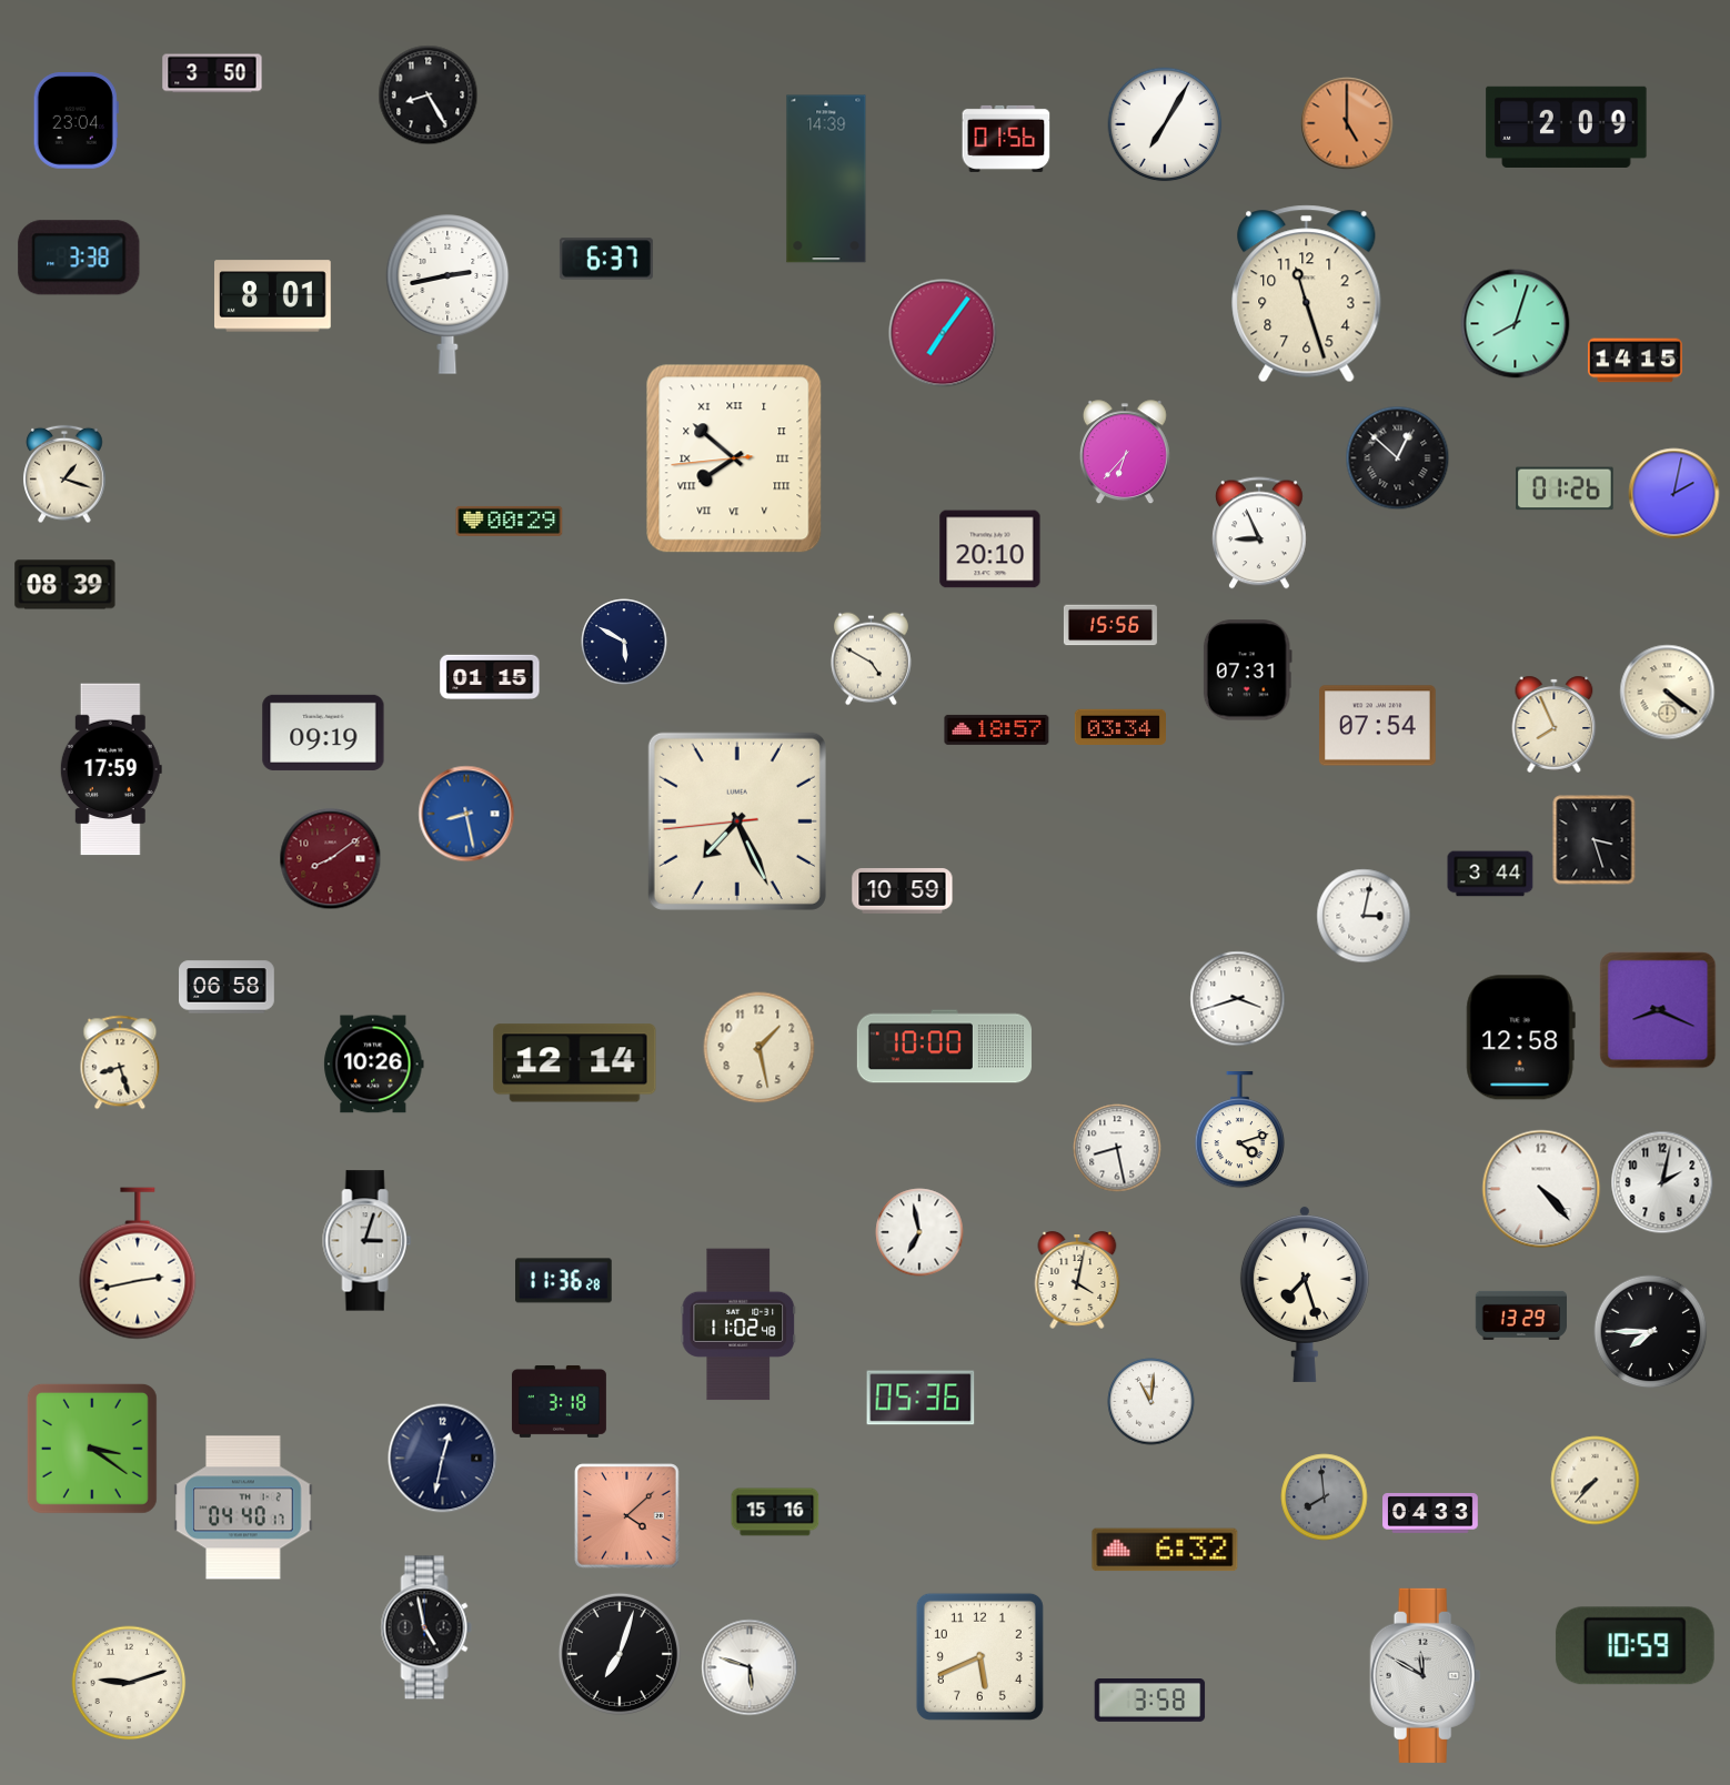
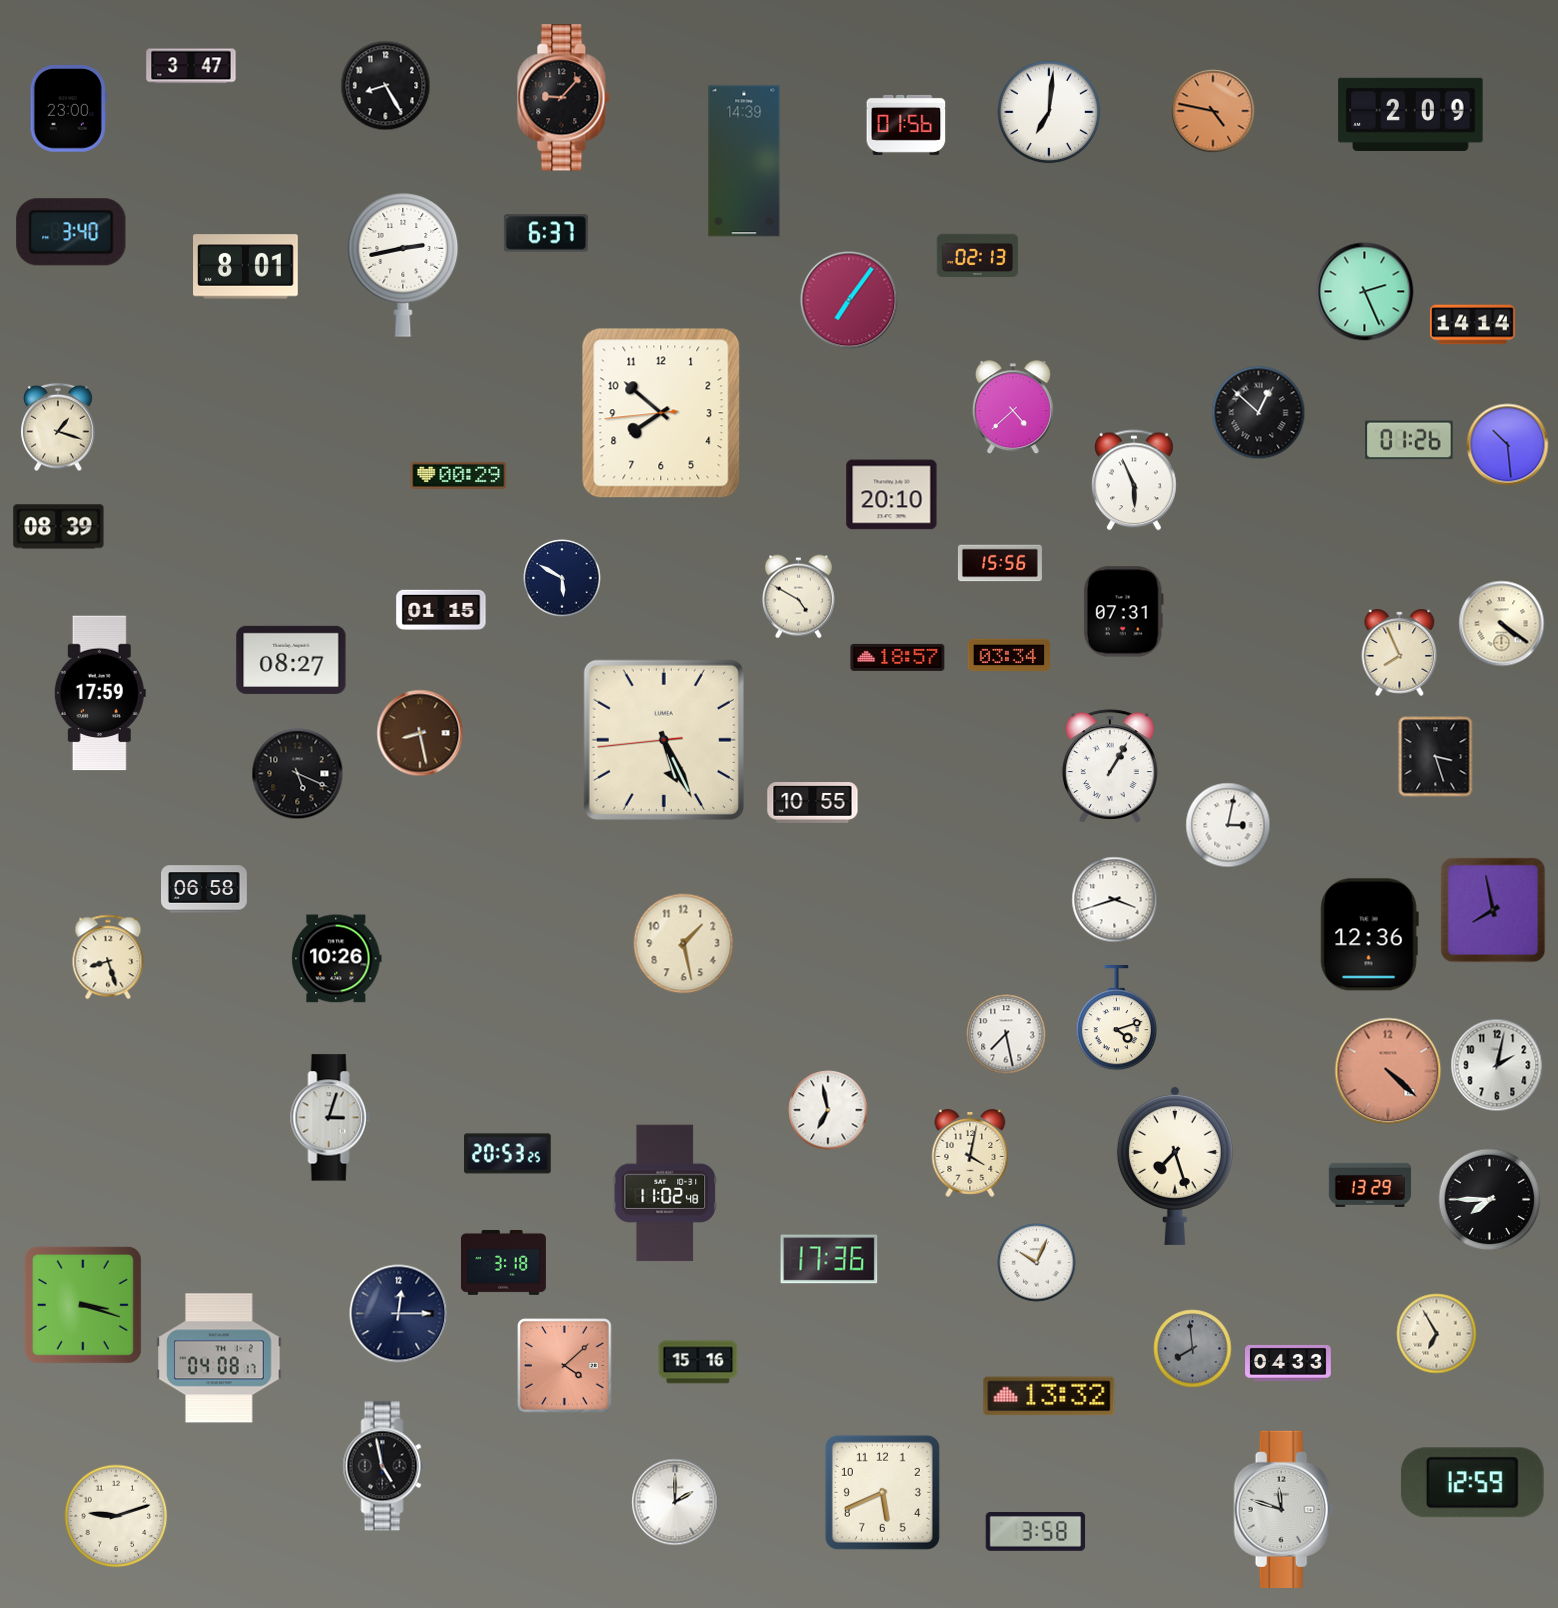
clock at (212, 73): 3:50 -> 3:47
clock at (564, 98): none -> 9:07
clock at (76, 121): 23:04 -> 23:00
clock at (1347, 123): 5:00 -> 4:47
clock at (1165, 124): 7:05 -> 7:01
clock at (79, 258): 3:38 -> 3:40
clock at (978, 256): none -> 02:13
clock at (1307, 294): 11:27 -> none
clock at (1516, 324): 8:03 -> 2:26
clock at (1635, 361): 14:15 -> 14:14
clock at (1125, 453): 6:37 -> 4:38
clock at (734, 458) numerals: Roman -> Arabic
clock at (1674, 494): 2:02 -> 10:29
clock at (510, 521) position: (510, 521) -> (459, 475)
clock at (1259, 533): 8:56 -> 5:56
clock at (871, 659) position: (871, 659) -> (798, 597)
clock at (1247, 670) position: (1247, 670) -> (1123, 612)
clock at (1378, 726): 07:54 -> none
clock at (323, 733): 09:19 -> 08:27
clock at (466, 814) dial: blue -> brown
clock at (737, 821): 7:25 -> 5:25
clock at (1110, 766): none -> 1:05
clock at (331, 859): 8:09 -> 5:19
clock at (331, 859) dial: burgundy -> black
clock at (1490, 874): 3:44 -> none
clock at (903, 891): 10:59 -> 10:55
clock at (1658, 1010): 8:19 -> 7:58
clock at (1520, 1038): 12:58 -> 12:36
clock at (944, 1047): 10:00 -> none
clock at (575, 1063): 12:14 -> none
clock at (1117, 1148): 8:28 -> 7:28
clock at (1541, 1189): 4:23 -> 4:22
clock at (1541, 1189) dial: white -> salmon
clock at (138, 1263): 2:43 -> none
clock at (564, 1281): 11:36 -> 20:53
clock at (1651, 1332) position: (1651, 1332) -> (1490, 1200)
clock at (921, 1398): 05:36 -> 17:36
clock at (1151, 1402): 11:01 -> 10:04
clock at (92, 1449): 3:21 -> 3:18
clock at (443, 1459): 12:32 -> 12:15
clock at (1596, 1481): 7:37 -> 6:55
clock at (243, 1507): 04:40 -> 04:08
clock at (1165, 1550): 6:32 -> 13:32
clock at (1635, 1646): 10:59 -> 12:59
clock at (620, 1654): 7:03 -> none
clock at (750, 1667): 5:48 -> 2:00
clock at (1426, 1675): 11:50 -> 11:48
